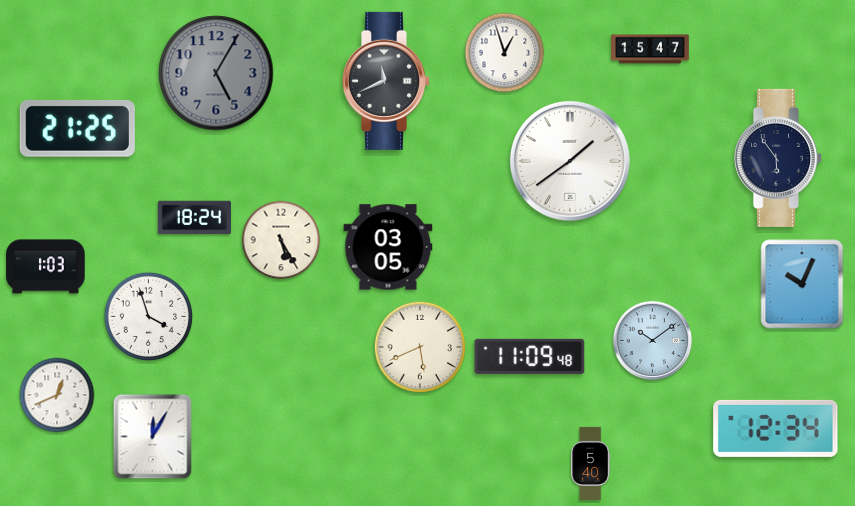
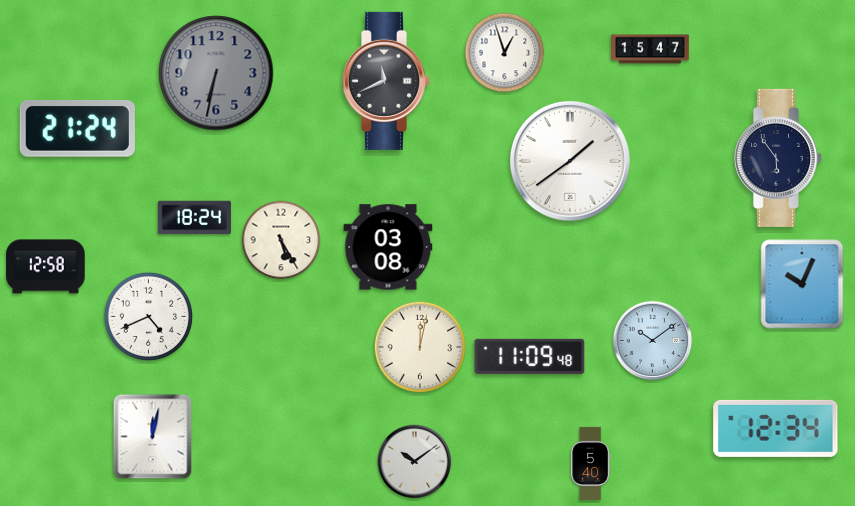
clock at (216, 73): 5:05 -> 6:32
clock at (77, 128): 21:25 -> 21:24
clock at (388, 247): 03:05 -> 03:08
clock at (46, 267): 1:03 -> 12:58
clock at (149, 317): 3:57 -> 4:41
clock at (420, 347): 5:41 -> 12:02
clock at (57, 395): 12:41 -> none
clock at (153, 437): 12:05 -> 12:02
clock at (415, 462): none -> 10:09
